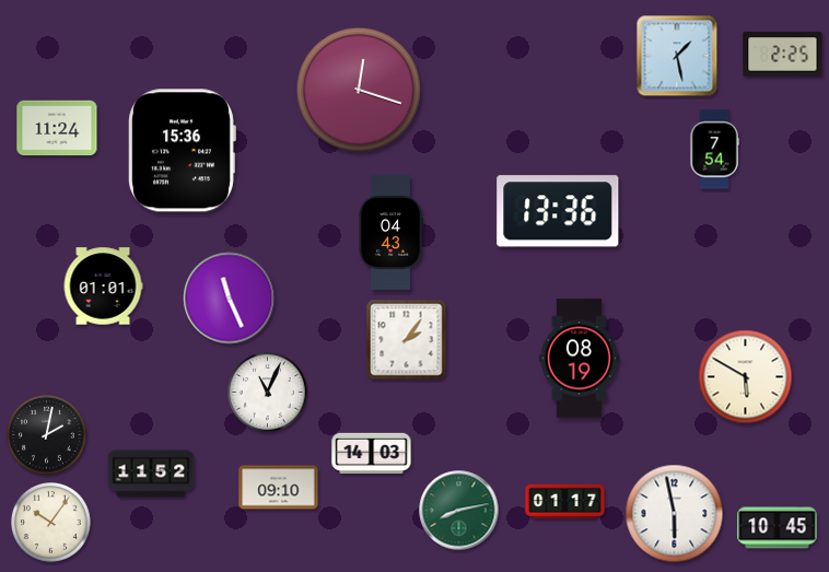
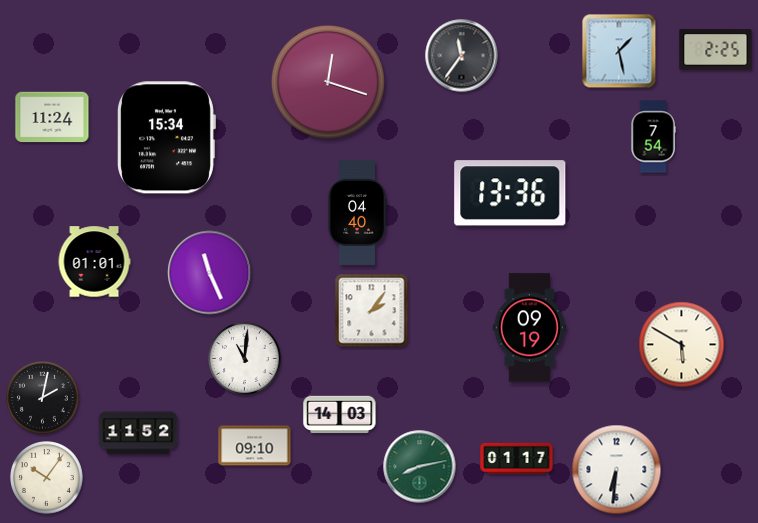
clock at (462, 56): none -> 11:36
clock at (182, 151): 15:36 -> 15:34
clock at (390, 232): 04:43 -> 04:40
clock at (579, 359): 08:19 -> 09:19
clock at (268, 393): 11:04 -> 11:01
clock at (675, 514): 5:58 -> 6:31
clock at (778, 528): 10:45 -> none
